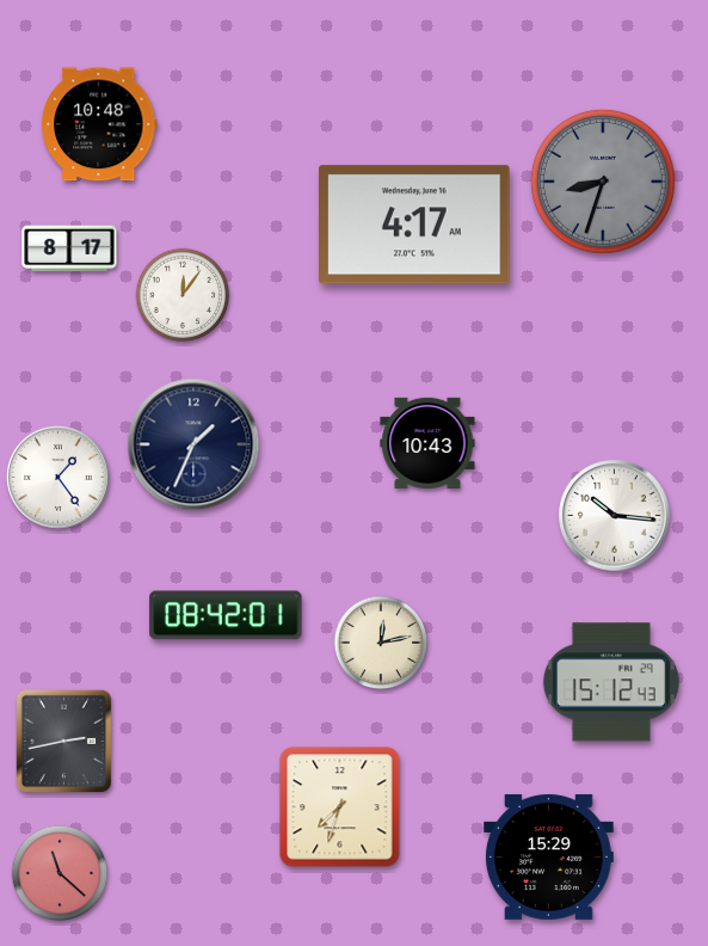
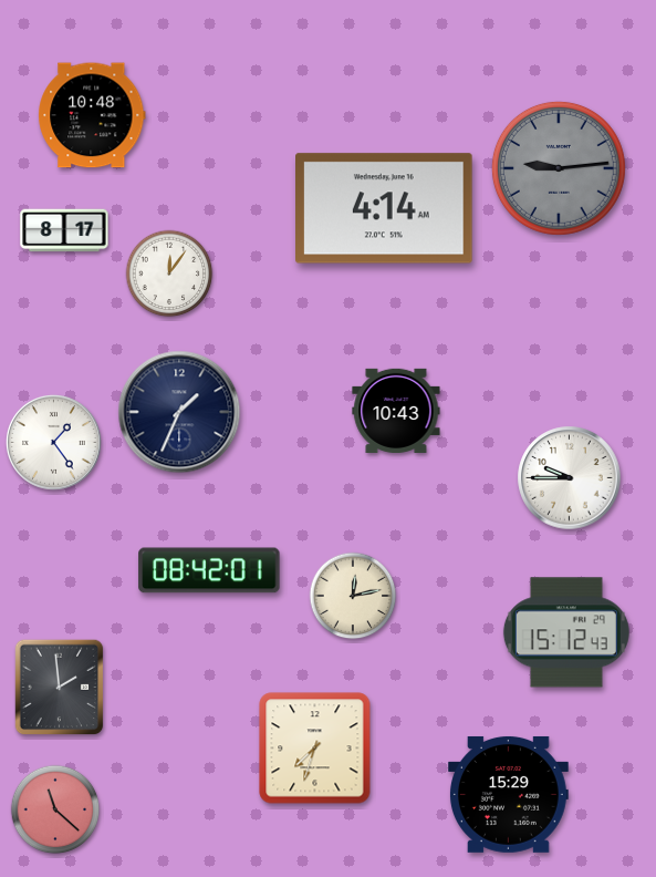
clock at (603, 182): 8:33 -> 9:14
clock at (415, 225): 4:17 -> 4:14
clock at (615, 516): 10:16 -> 9:45
clock at (64, 742): 2:43 -> 1:59
